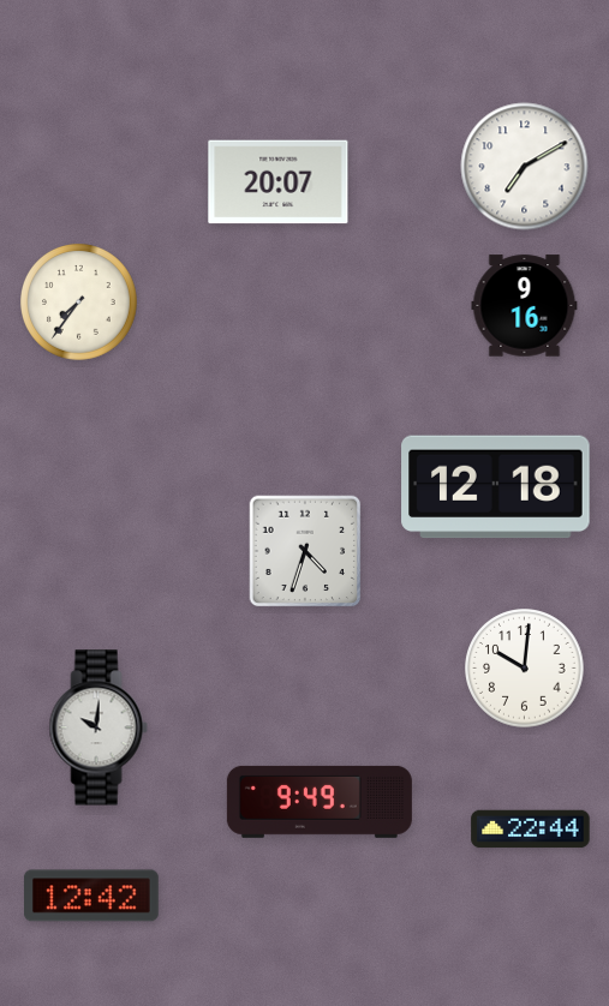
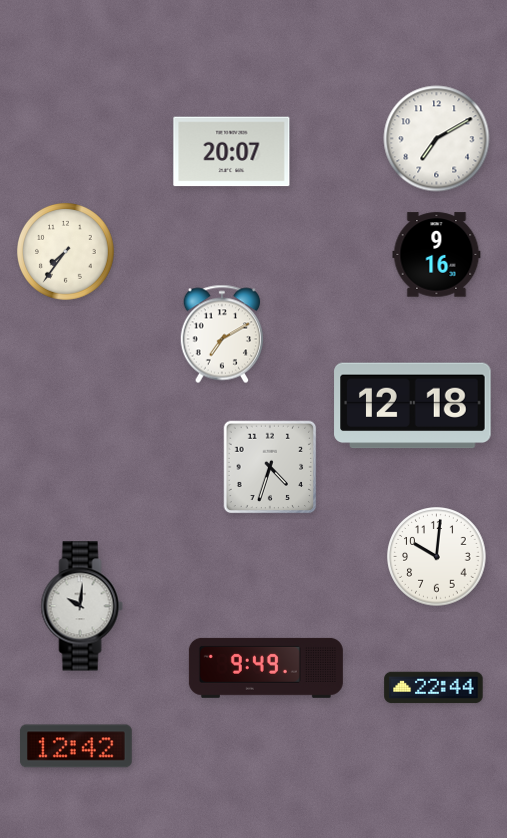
clock at (221, 334): none -> 7:10
clock at (305, 551) position: (305, 551) -> (270, 467)
clock at (531, 830) position: (531, 830) -> (434, 688)
